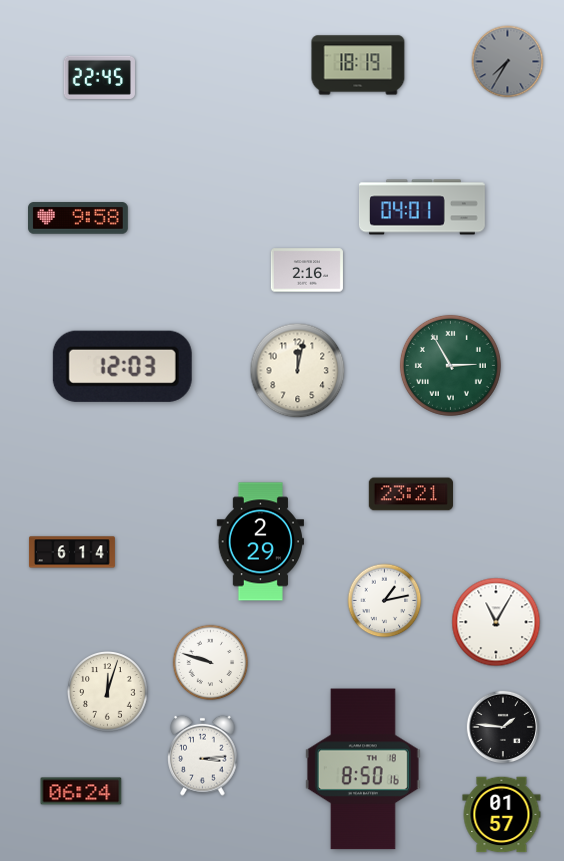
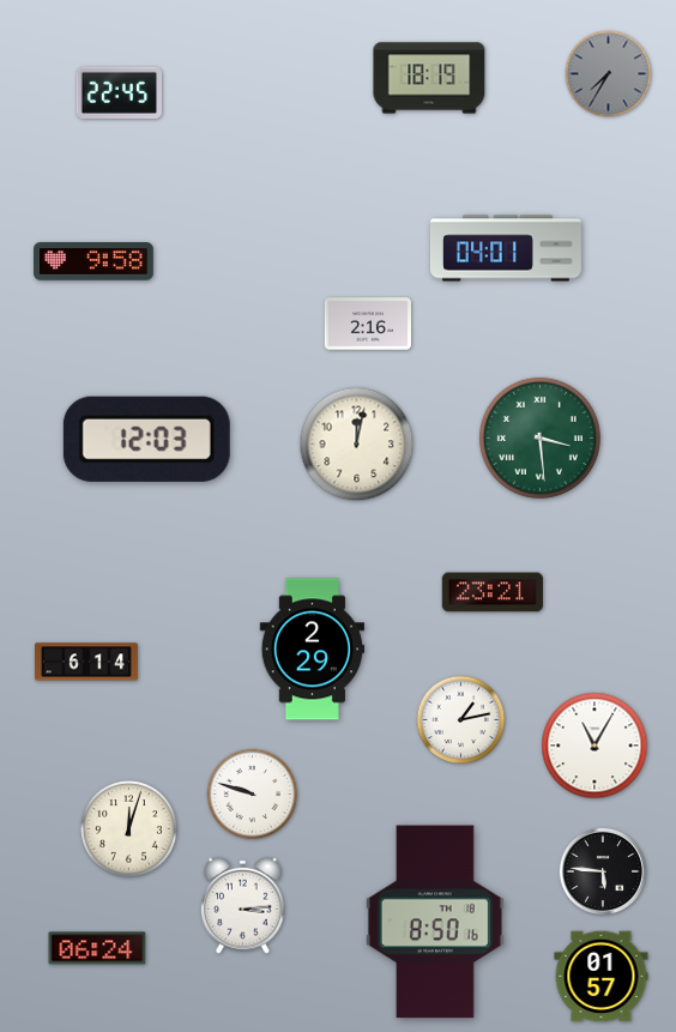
clock at (450, 365): 2:55 -> 3:29
clock at (502, 726): 1:46 -> 5:46
